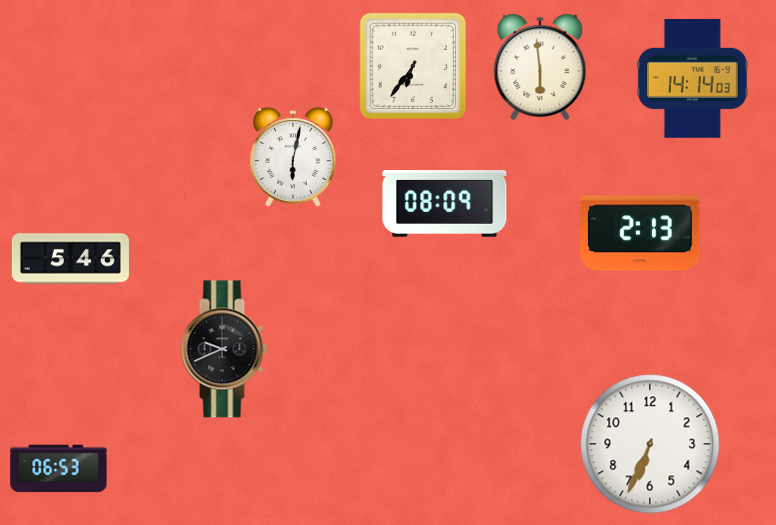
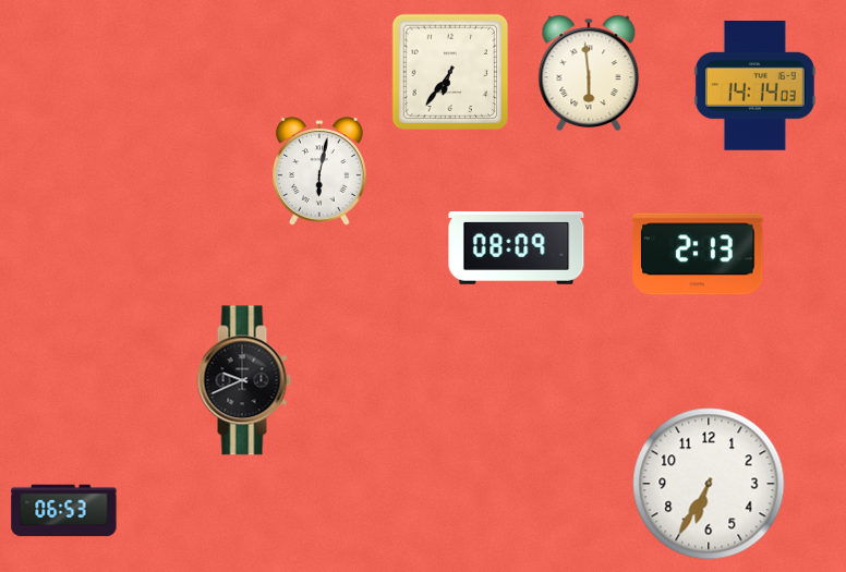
clock at (445, 204) position: (445, 204) -> (517, 248)
clock at (70, 259): 5:46 -> none
clock at (650, 444): 6:34 -> 6:35
